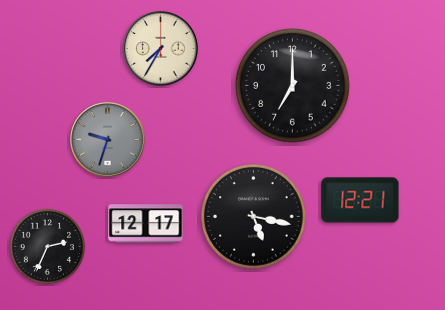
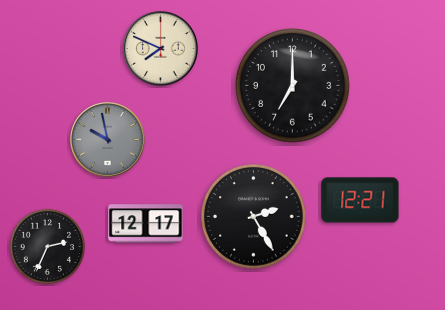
clock at (161, 49): 7:35 -> 7:49
clock at (108, 140): 9:33 -> 9:58
clock at (254, 217): 5:17 -> 2:25
